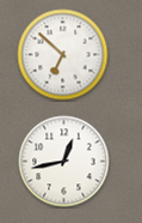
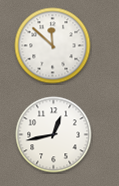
clock at (63, 55): 6:52 -> 11:52
